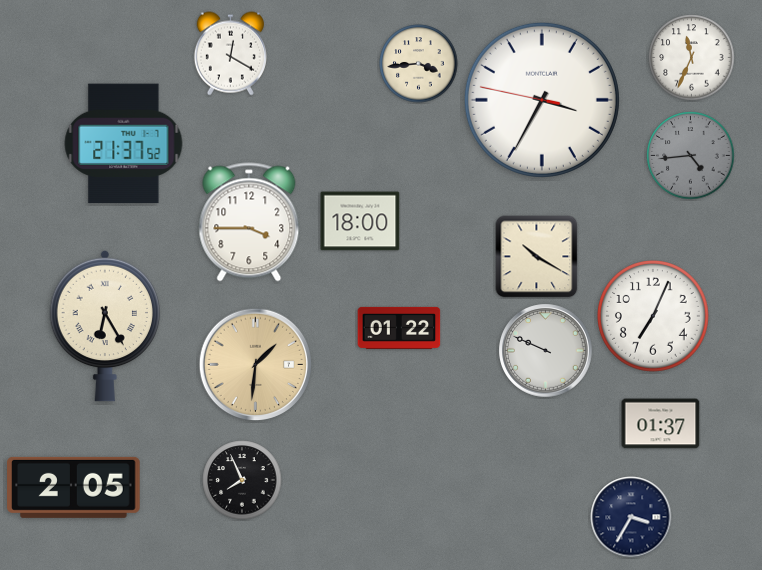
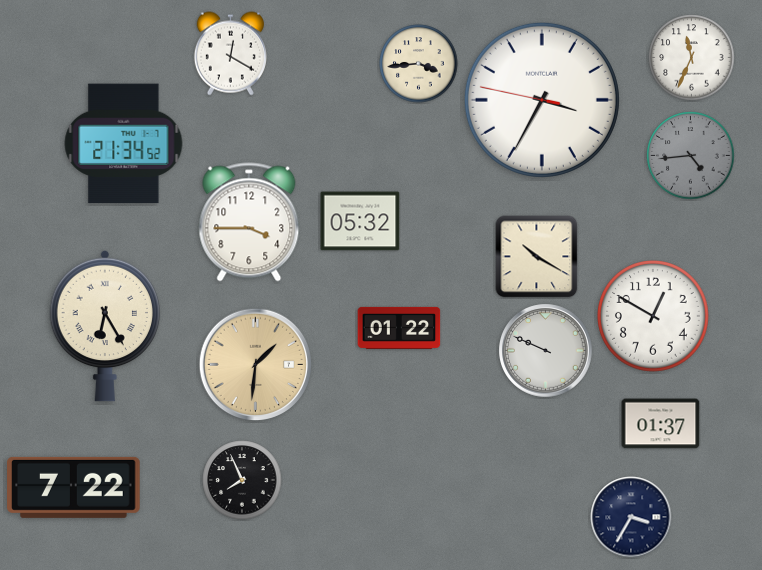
clock at (124, 144): 21:37 -> 21:34
clock at (360, 221): 18:00 -> 05:32
clock at (654, 317): 7:04 -> 12:50
clock at (74, 487): 2:05 -> 7:22
